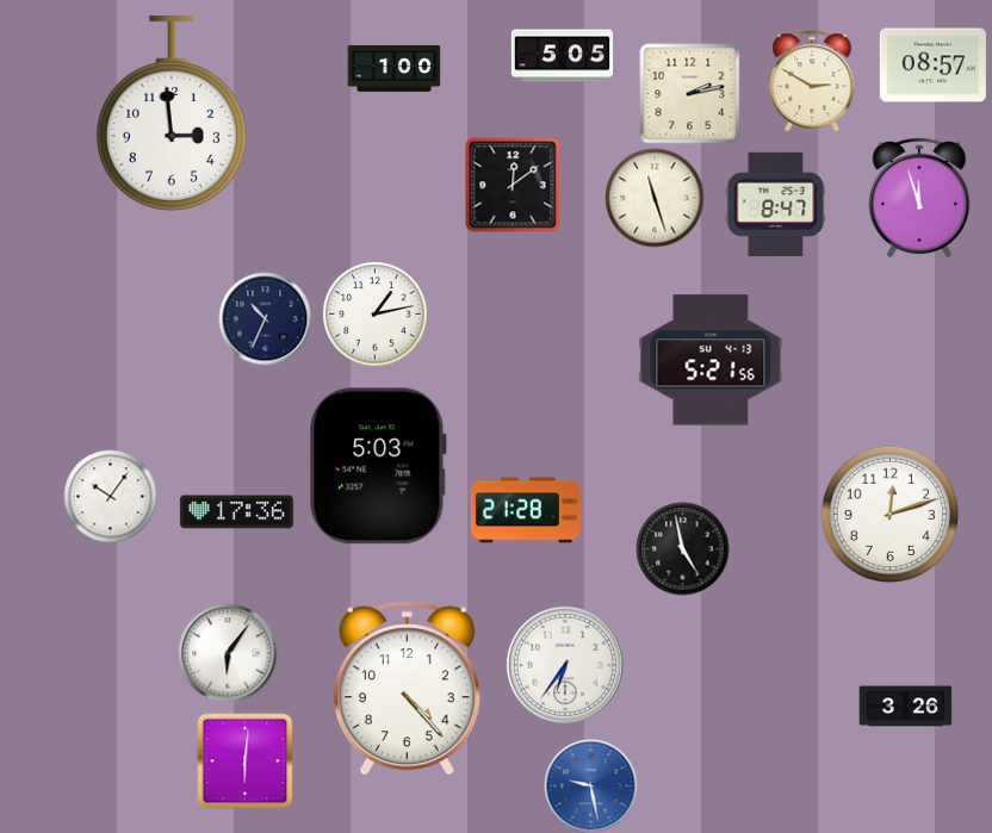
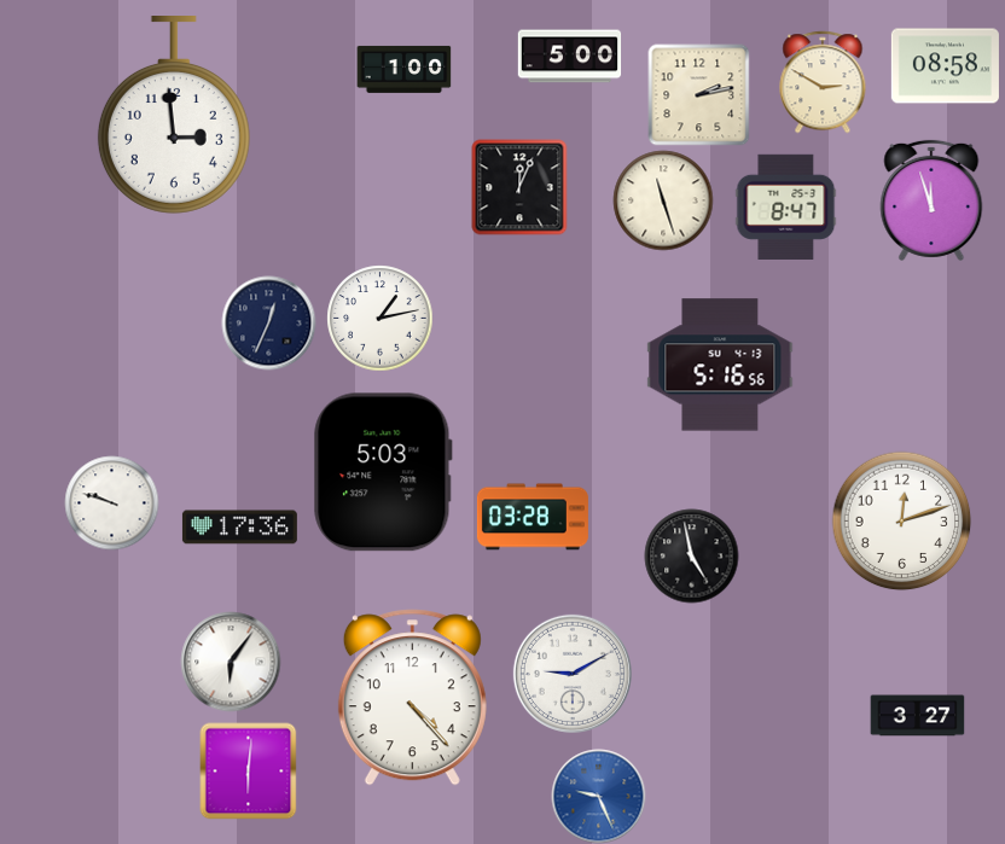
clock at (562, 56): 5:05 -> 5:00
clock at (932, 66): 08:57 -> 08:58
clock at (393, 68) position: (393, 68) -> (403, 69)
clock at (513, 185): 12:09 -> 12:04
clock at (265, 318): 10:34 -> 12:34
clock at (711, 360): 5:21 -> 5:16
clock at (110, 496): 10:06 -> 9:48
clock at (526, 510): 21:28 -> 03:28
clock at (236, 512) position: (236, 512) -> (239, 528)
clock at (565, 665): 6:36 -> 9:10
clock at (905, 707): 3:26 -> 3:27
clock at (590, 785): 9:28 -> 9:26
